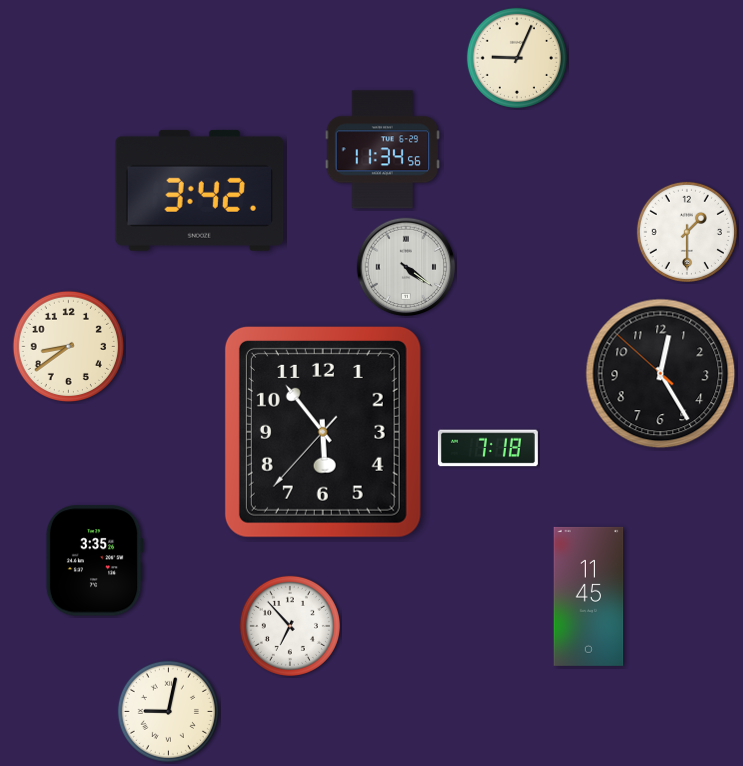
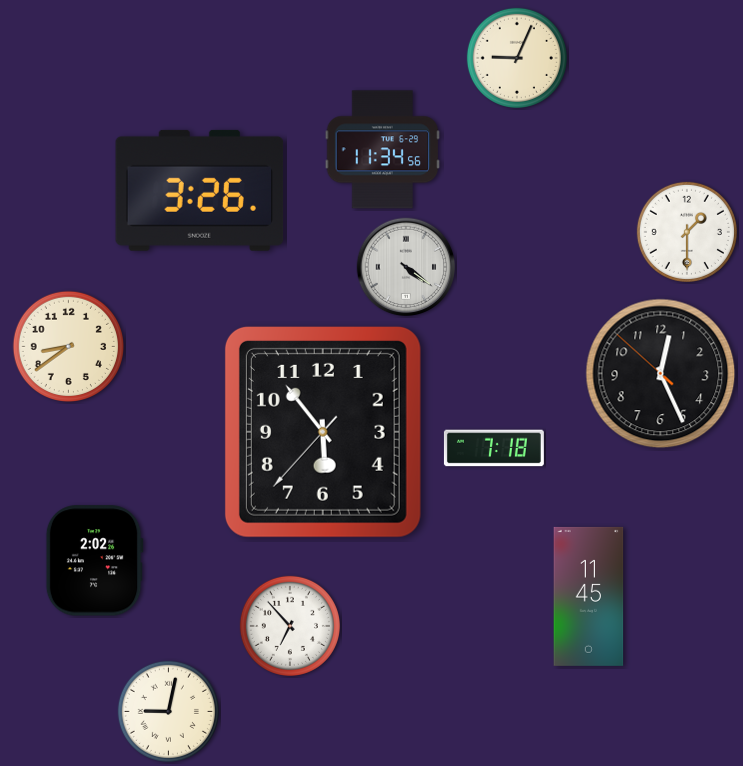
clock at (200, 190): 3:42 -> 3:26
clock at (661, 374): 12:24 -> 12:25
clock at (488, 448) position: (488, 448) -> (494, 448)
clock at (94, 561): 3:35 -> 2:02
